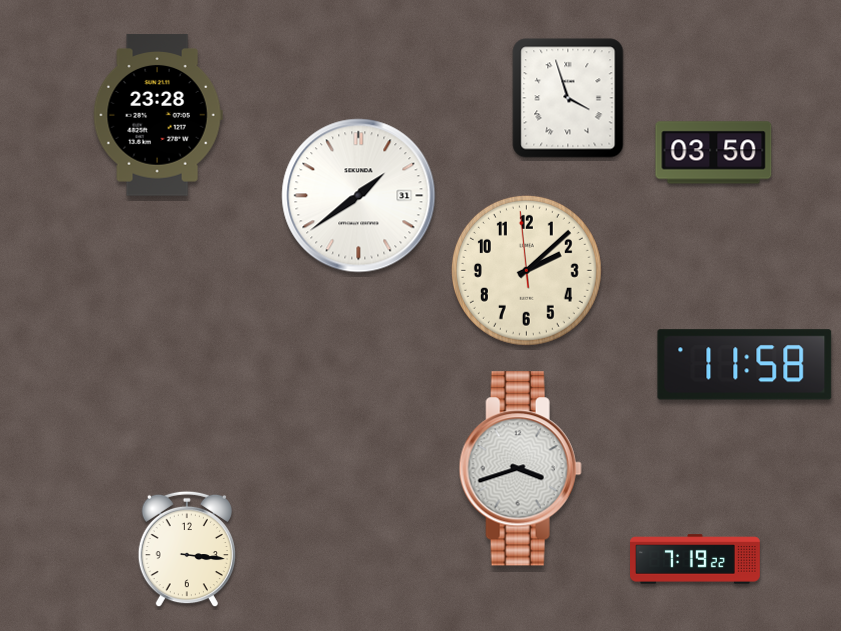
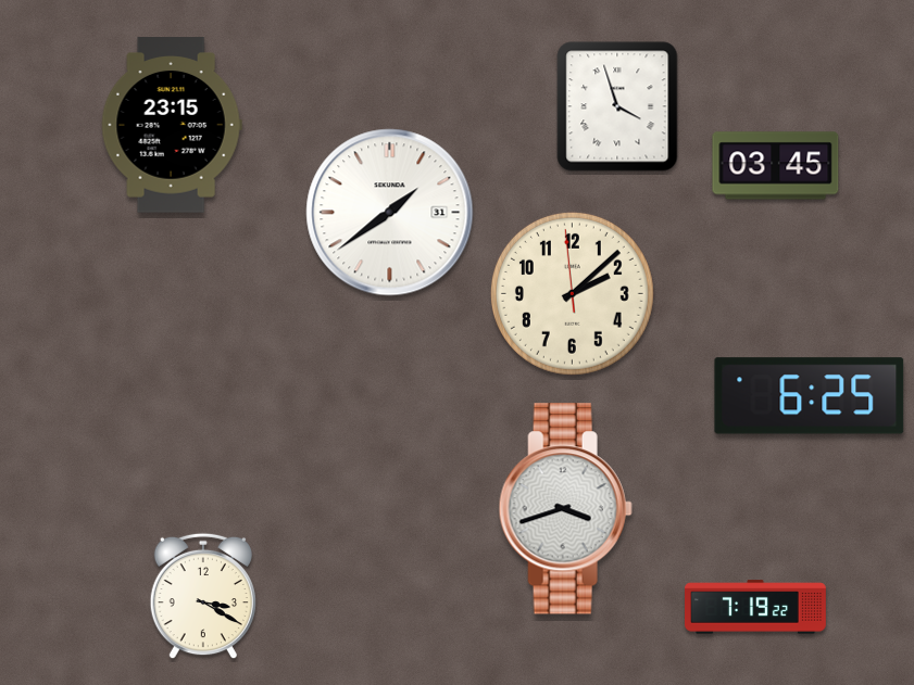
clock at (158, 115): 23:28 -> 23:15
clock at (714, 153): 03:50 -> 03:45
clock at (745, 365): 11:58 -> 6:25
clock at (187, 549): 3:16 -> 3:20
